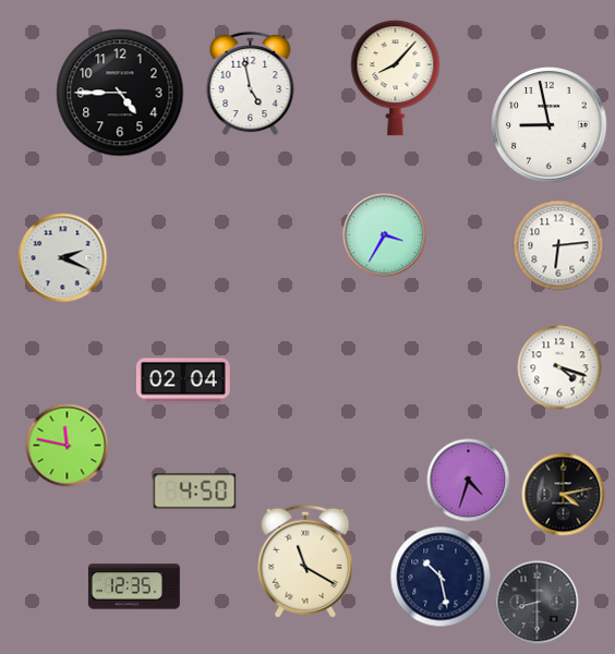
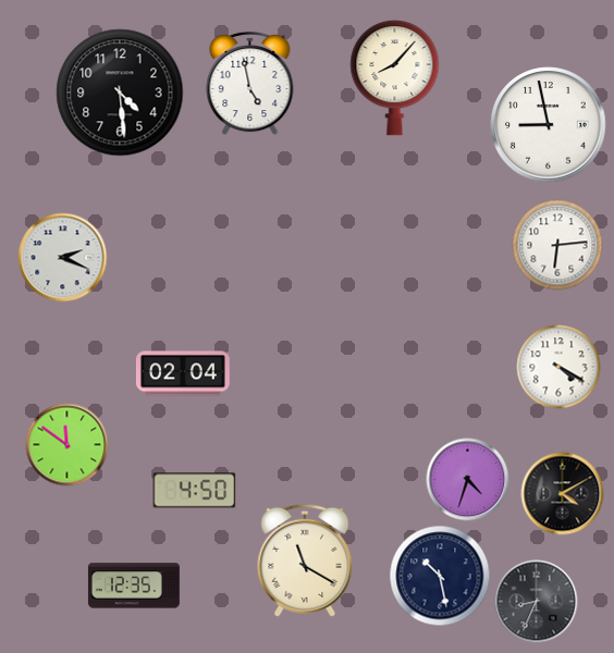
clock at (120, 93): 4:45 -> 4:29
clock at (385, 235): 3:35 -> none
clock at (559, 367): 4:18 -> 4:20
clock at (183, 380) position: (183, 380) -> (183, 373)
clock at (68, 446): 11:47 -> 11:51
clock at (564, 495): 4:13 -> 4:10
clock at (538, 603): 8:30 -> 8:34
